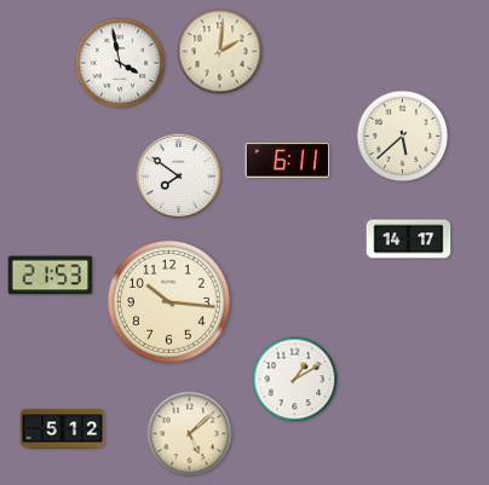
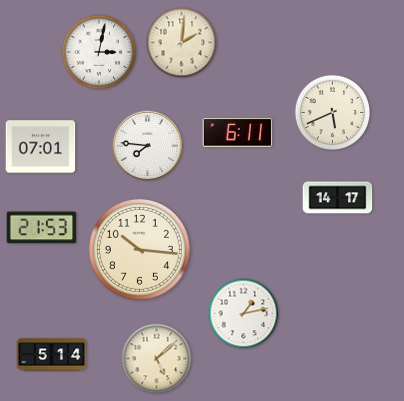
clock at (120, 63): 3:58 -> 3:02
clock at (403, 137): 5:38 -> 5:41
clock at (179, 177): 7:51 -> 7:46
clock at (41, 147): none -> 07:01
clock at (295, 380): 1:10 -> 1:13
clock at (63, 429): 5:12 -> 5:14
